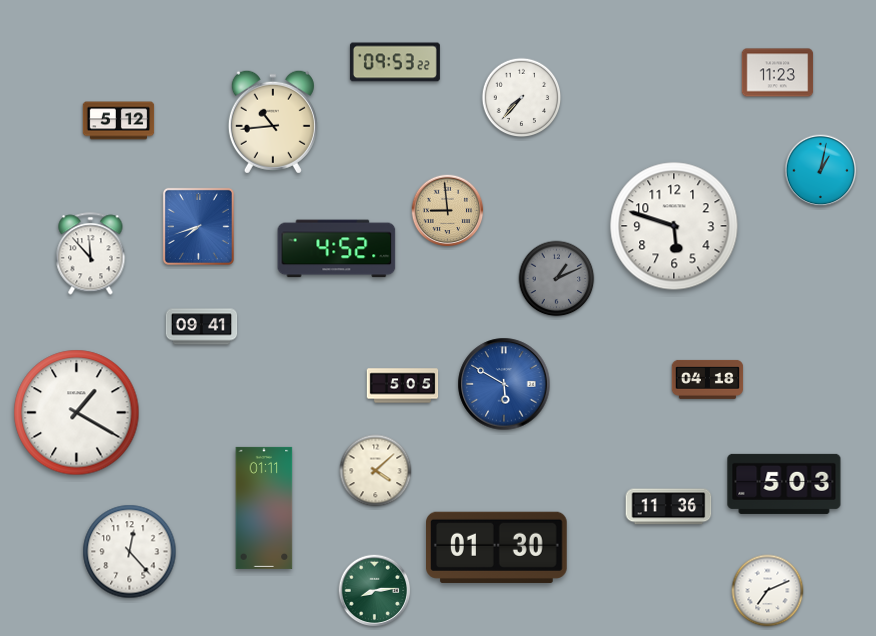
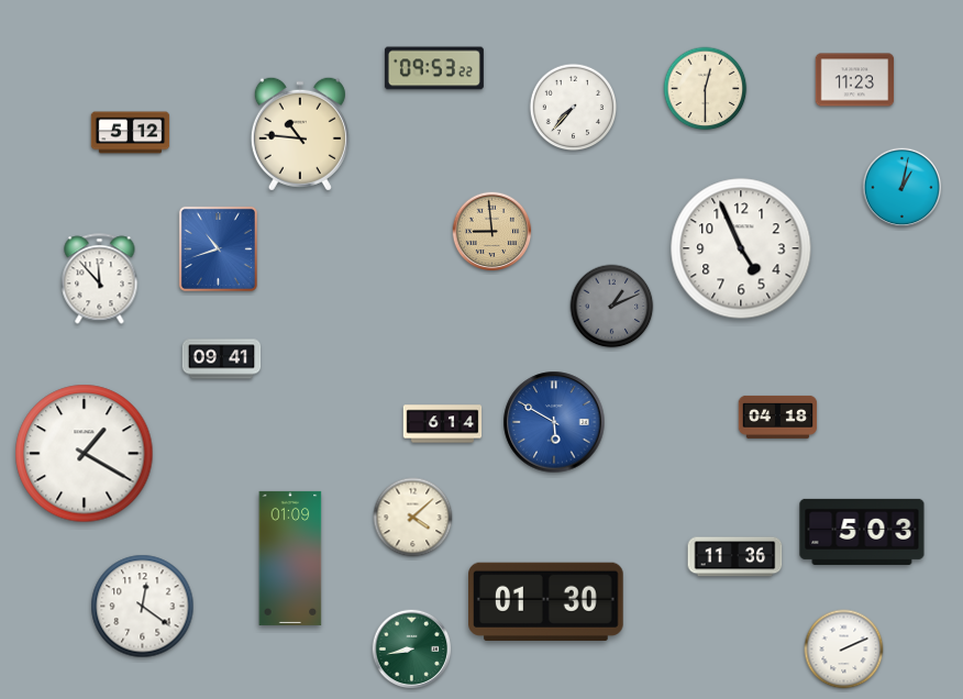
clock at (706, 89): none -> 12:30
clock at (273, 122): 10:44 -> 10:46
clock at (198, 226): 7:42 -> 10:42
clock at (674, 226): 5:48 -> 4:56
clock at (337, 249): 4:52 -> none
clock at (403, 386): 5:05 -> 6:14
clock at (264, 508): 01:11 -> 01:09
clock at (130, 552): 12:23 -> 12:21
clock at (375, 591): 8:14 -> 8:43
clock at (768, 591): 7:11 -> 2:11
